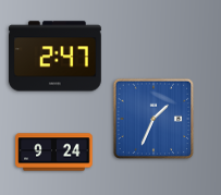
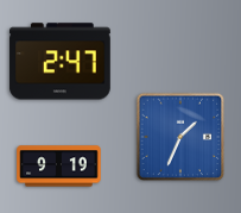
clock at (154, 119) position: (154, 119) -> (180, 137)
clock at (54, 153): 9:24 -> 9:19
